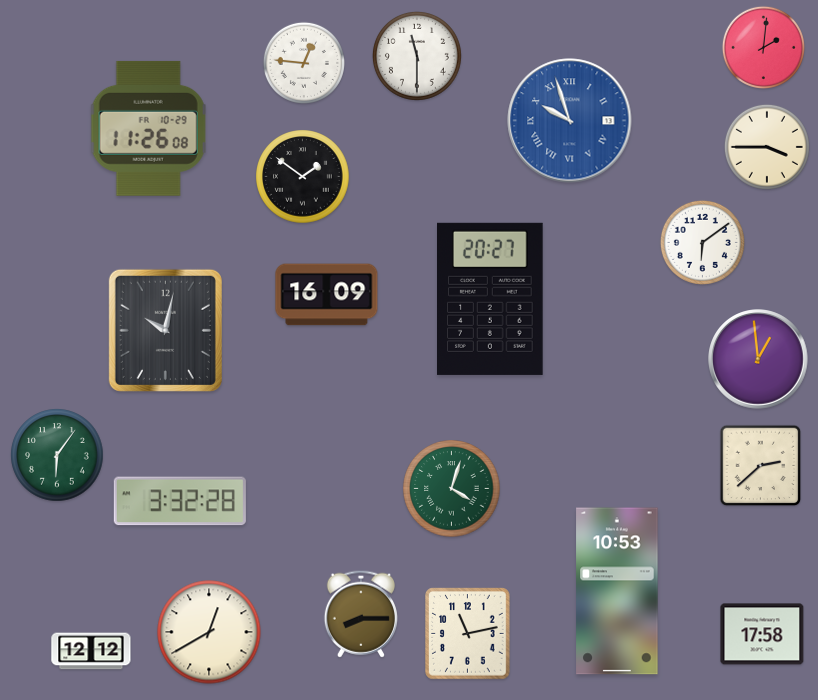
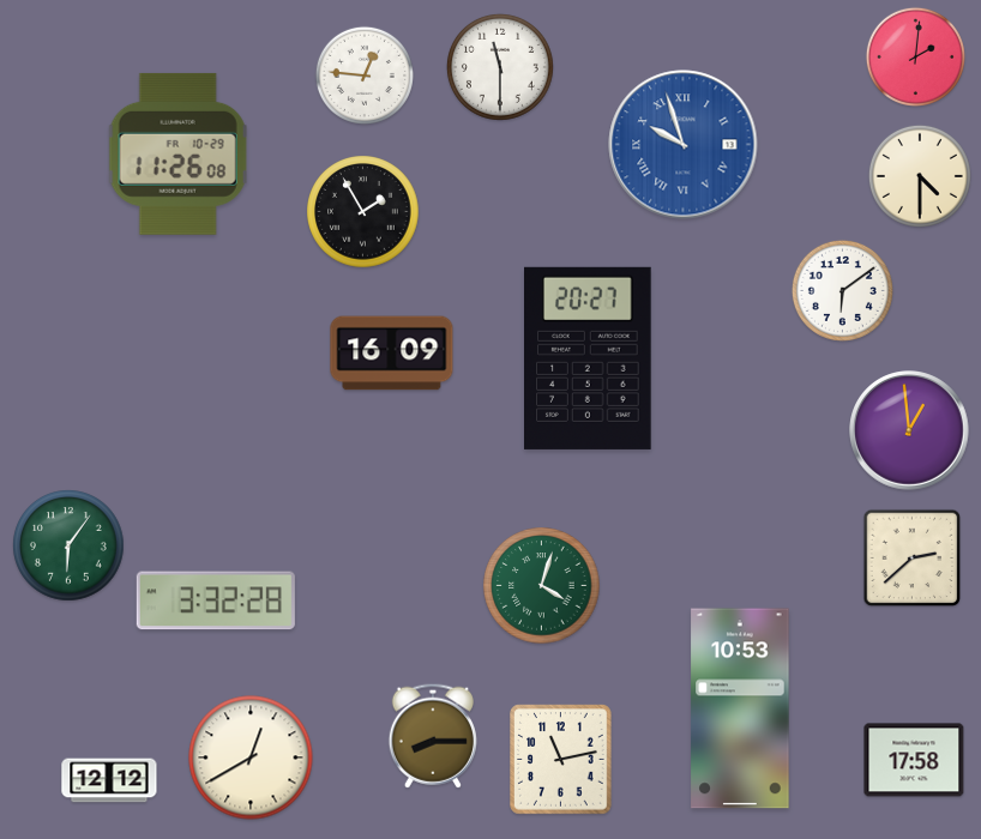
clock at (767, 147): 3:45 -> 4:30
clock at (303, 177): 1:51 -> 1:55
clock at (165, 330): 10:02 -> none
